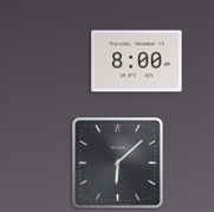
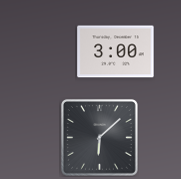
clock at (137, 62): 8:00 -> 3:00
